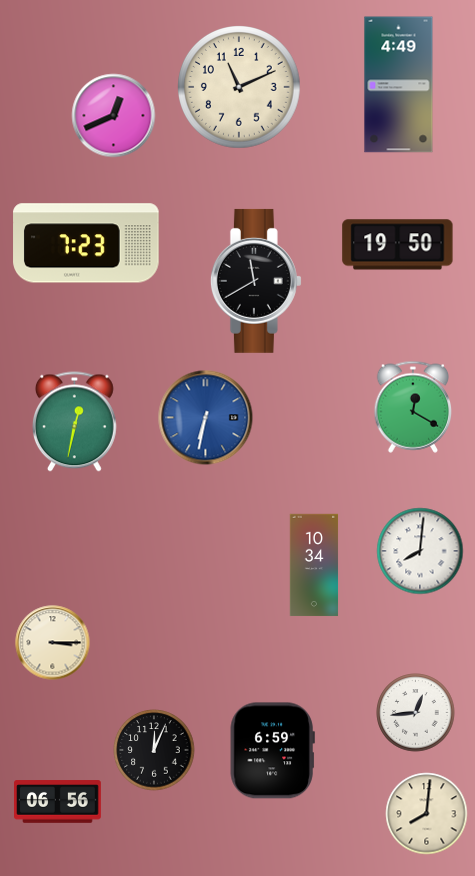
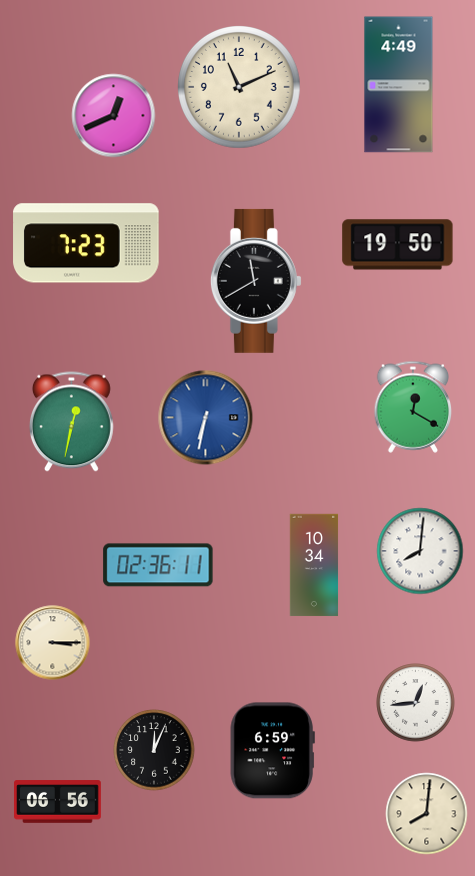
clock at (74, 422) position: (74, 422) -> (71, 422)
clock at (158, 565): none -> 02:36
clock at (416, 713) position: (416, 713) -> (416, 703)
